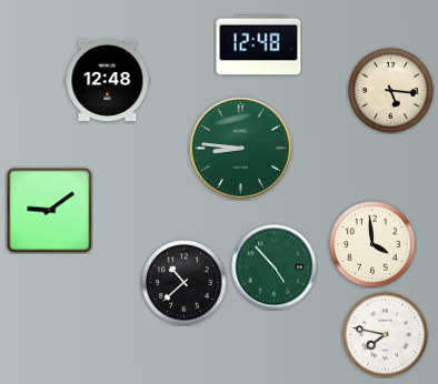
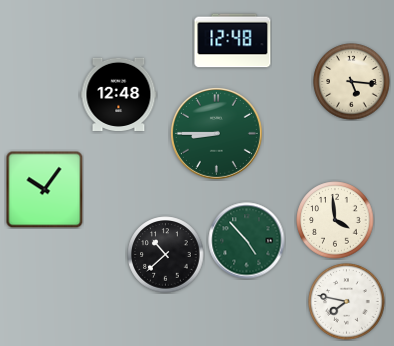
clock at (108, 80) position: (108, 80) -> (119, 94)
clock at (240, 148): 8:46 -> 8:45
clock at (49, 210): 9:09 -> 10:06
